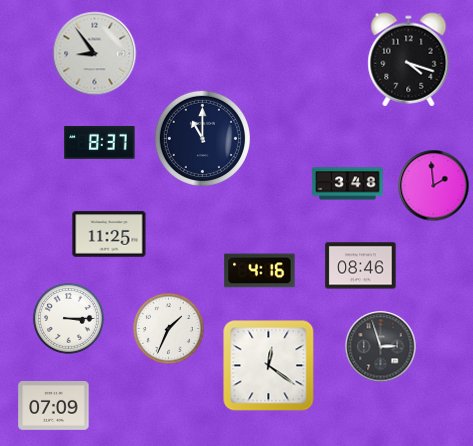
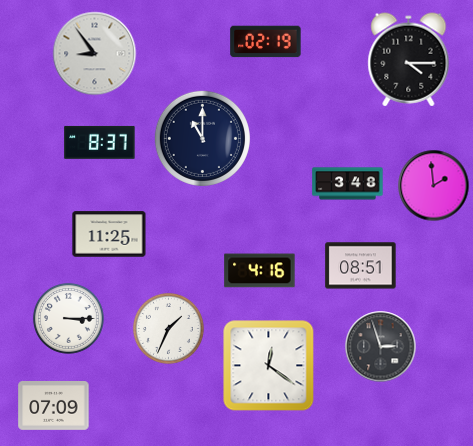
clock at (266, 42): none -> 02:19
clock at (409, 60): 4:18 -> 4:15
clock at (361, 266): 08:46 -> 08:51
